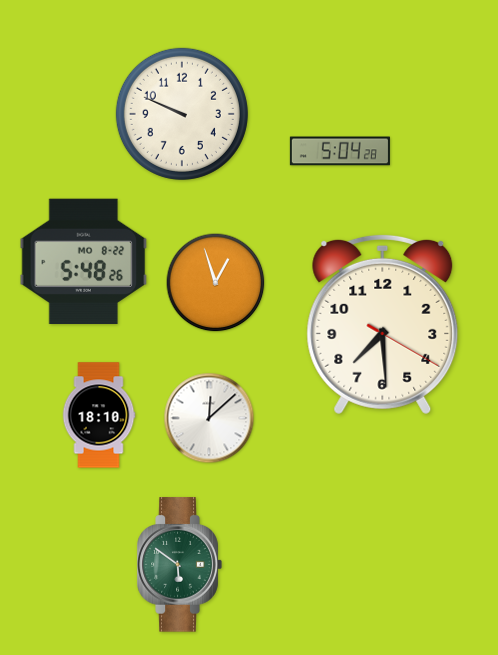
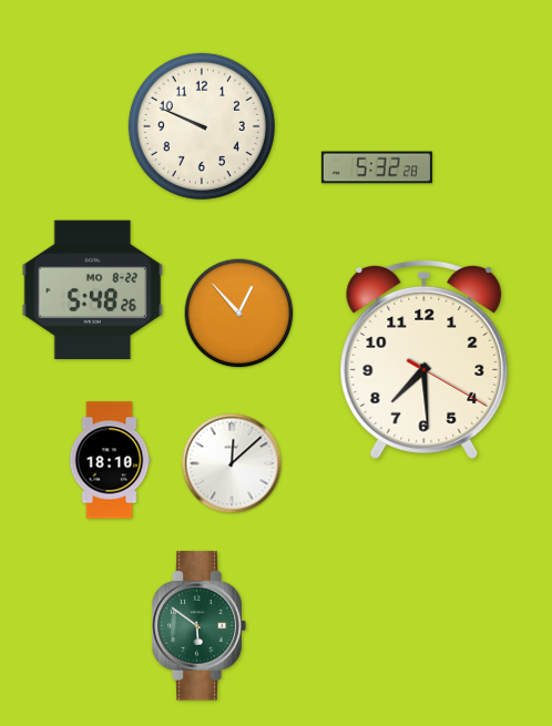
clock at (340, 151): 5:04 -> 5:32
clock at (216, 283): 12:57 -> 12:53
